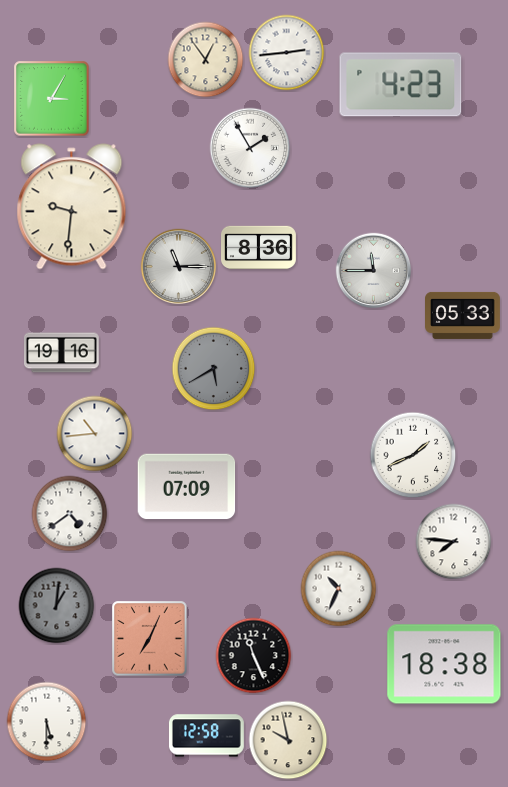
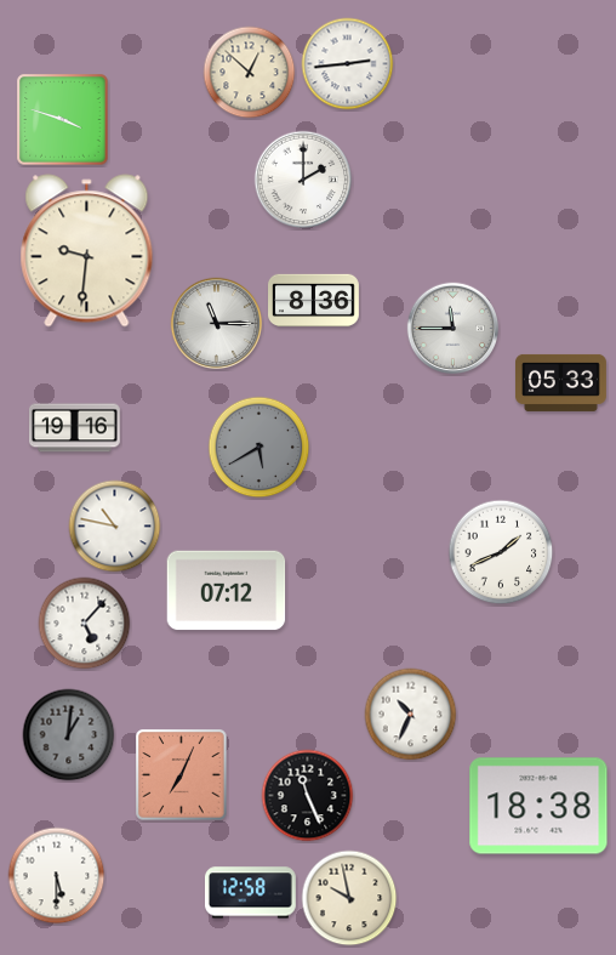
clock at (206, 60): 12:54 -> 12:52
clock at (401, 85): 4:23 -> none
clock at (52, 99): 3:05 -> 3:48
clock at (250, 148): 1:55 -> 2:00
clock at (95, 434): 10:44 -> 10:47
clock at (187, 487): 07:09 -> 07:12
clock at (70, 514): 4:39 -> 5:07
clock at (454, 542): 7:46 -> none
